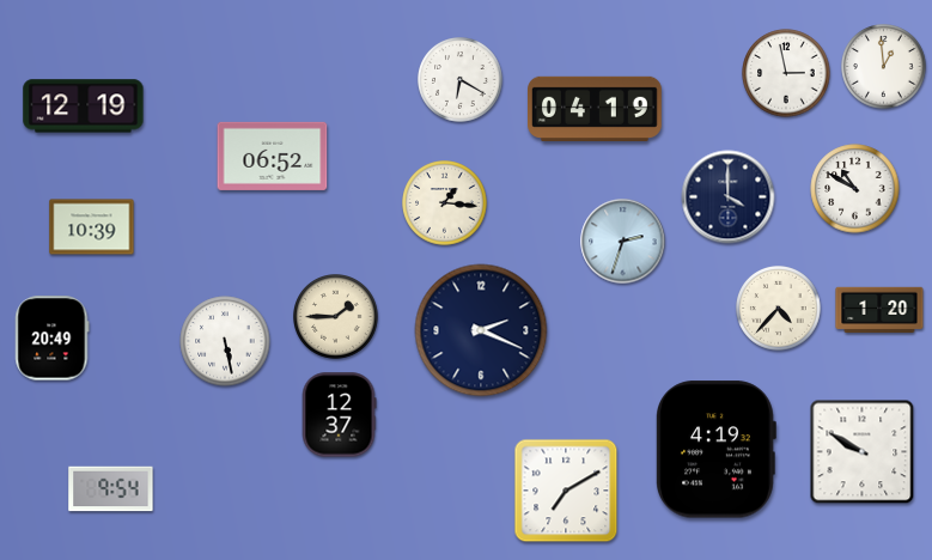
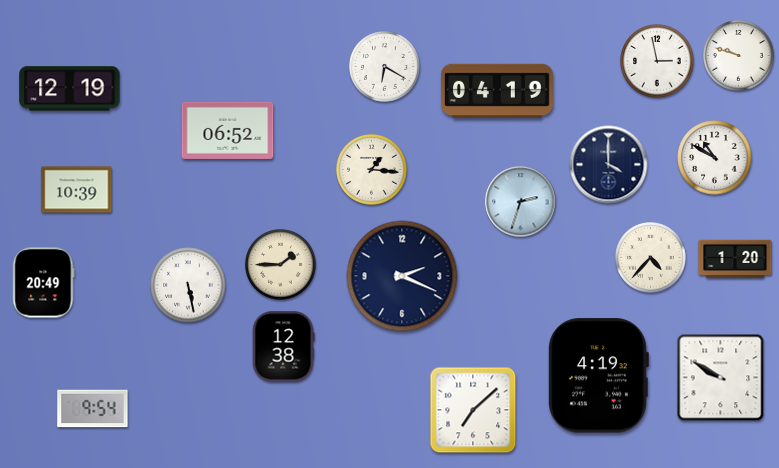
clock at (884, 67): 12:59 -> 9:48
clock at (339, 415): 12:37 -> 12:38
clock at (566, 491): 7:10 -> 7:08
